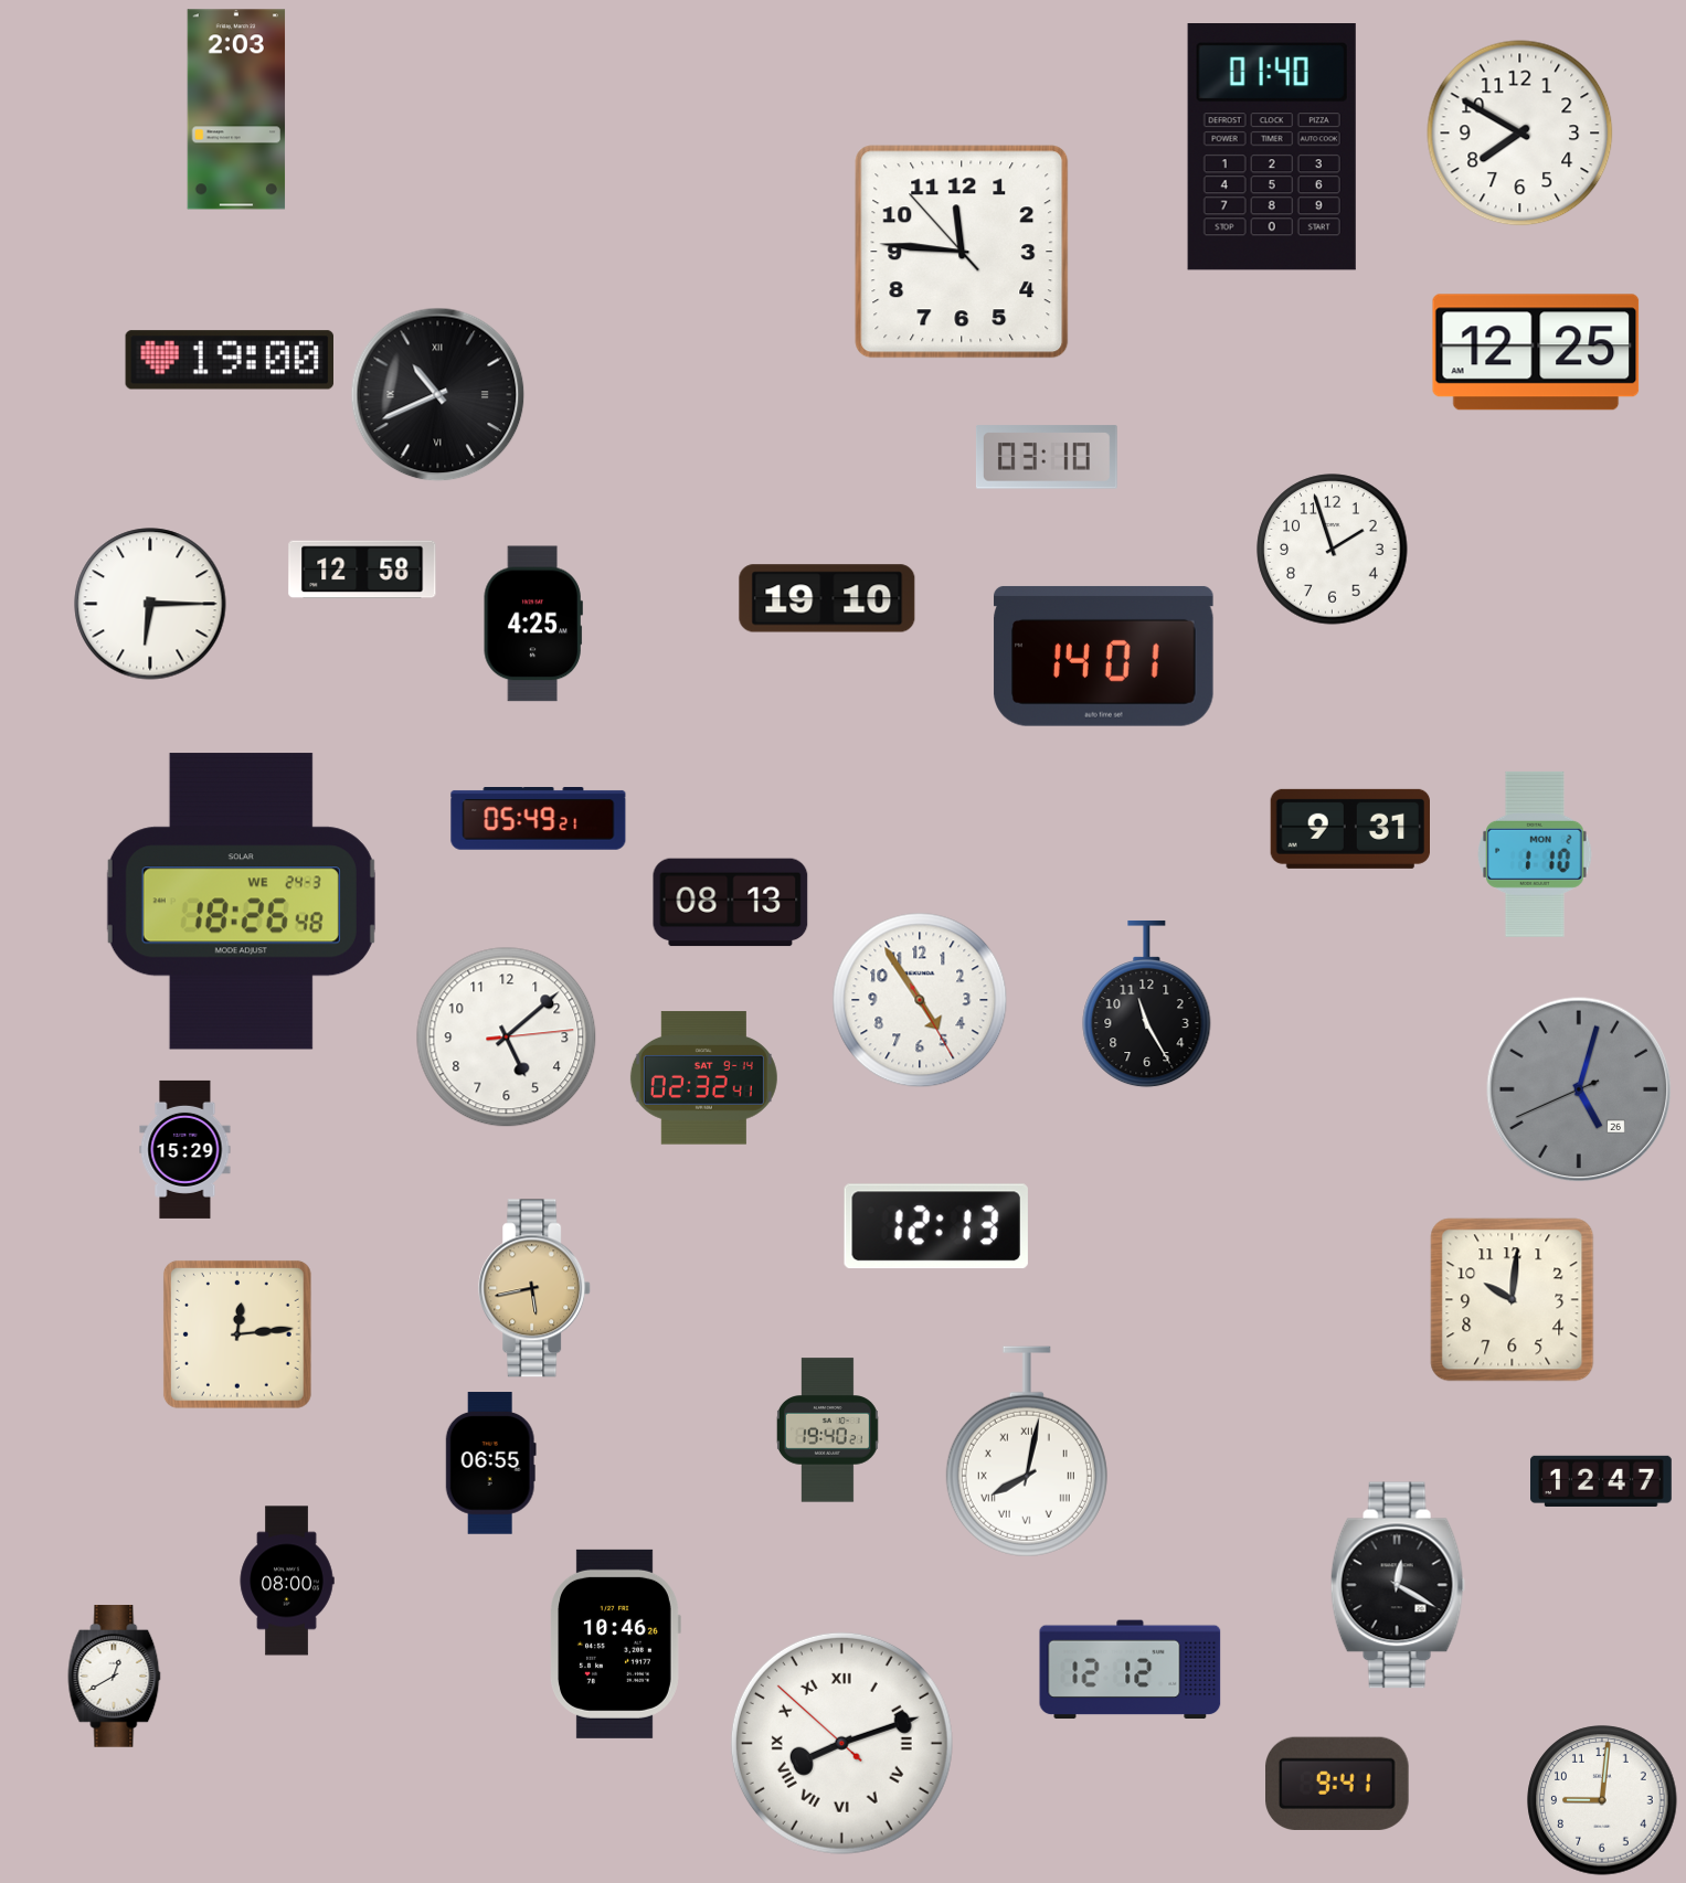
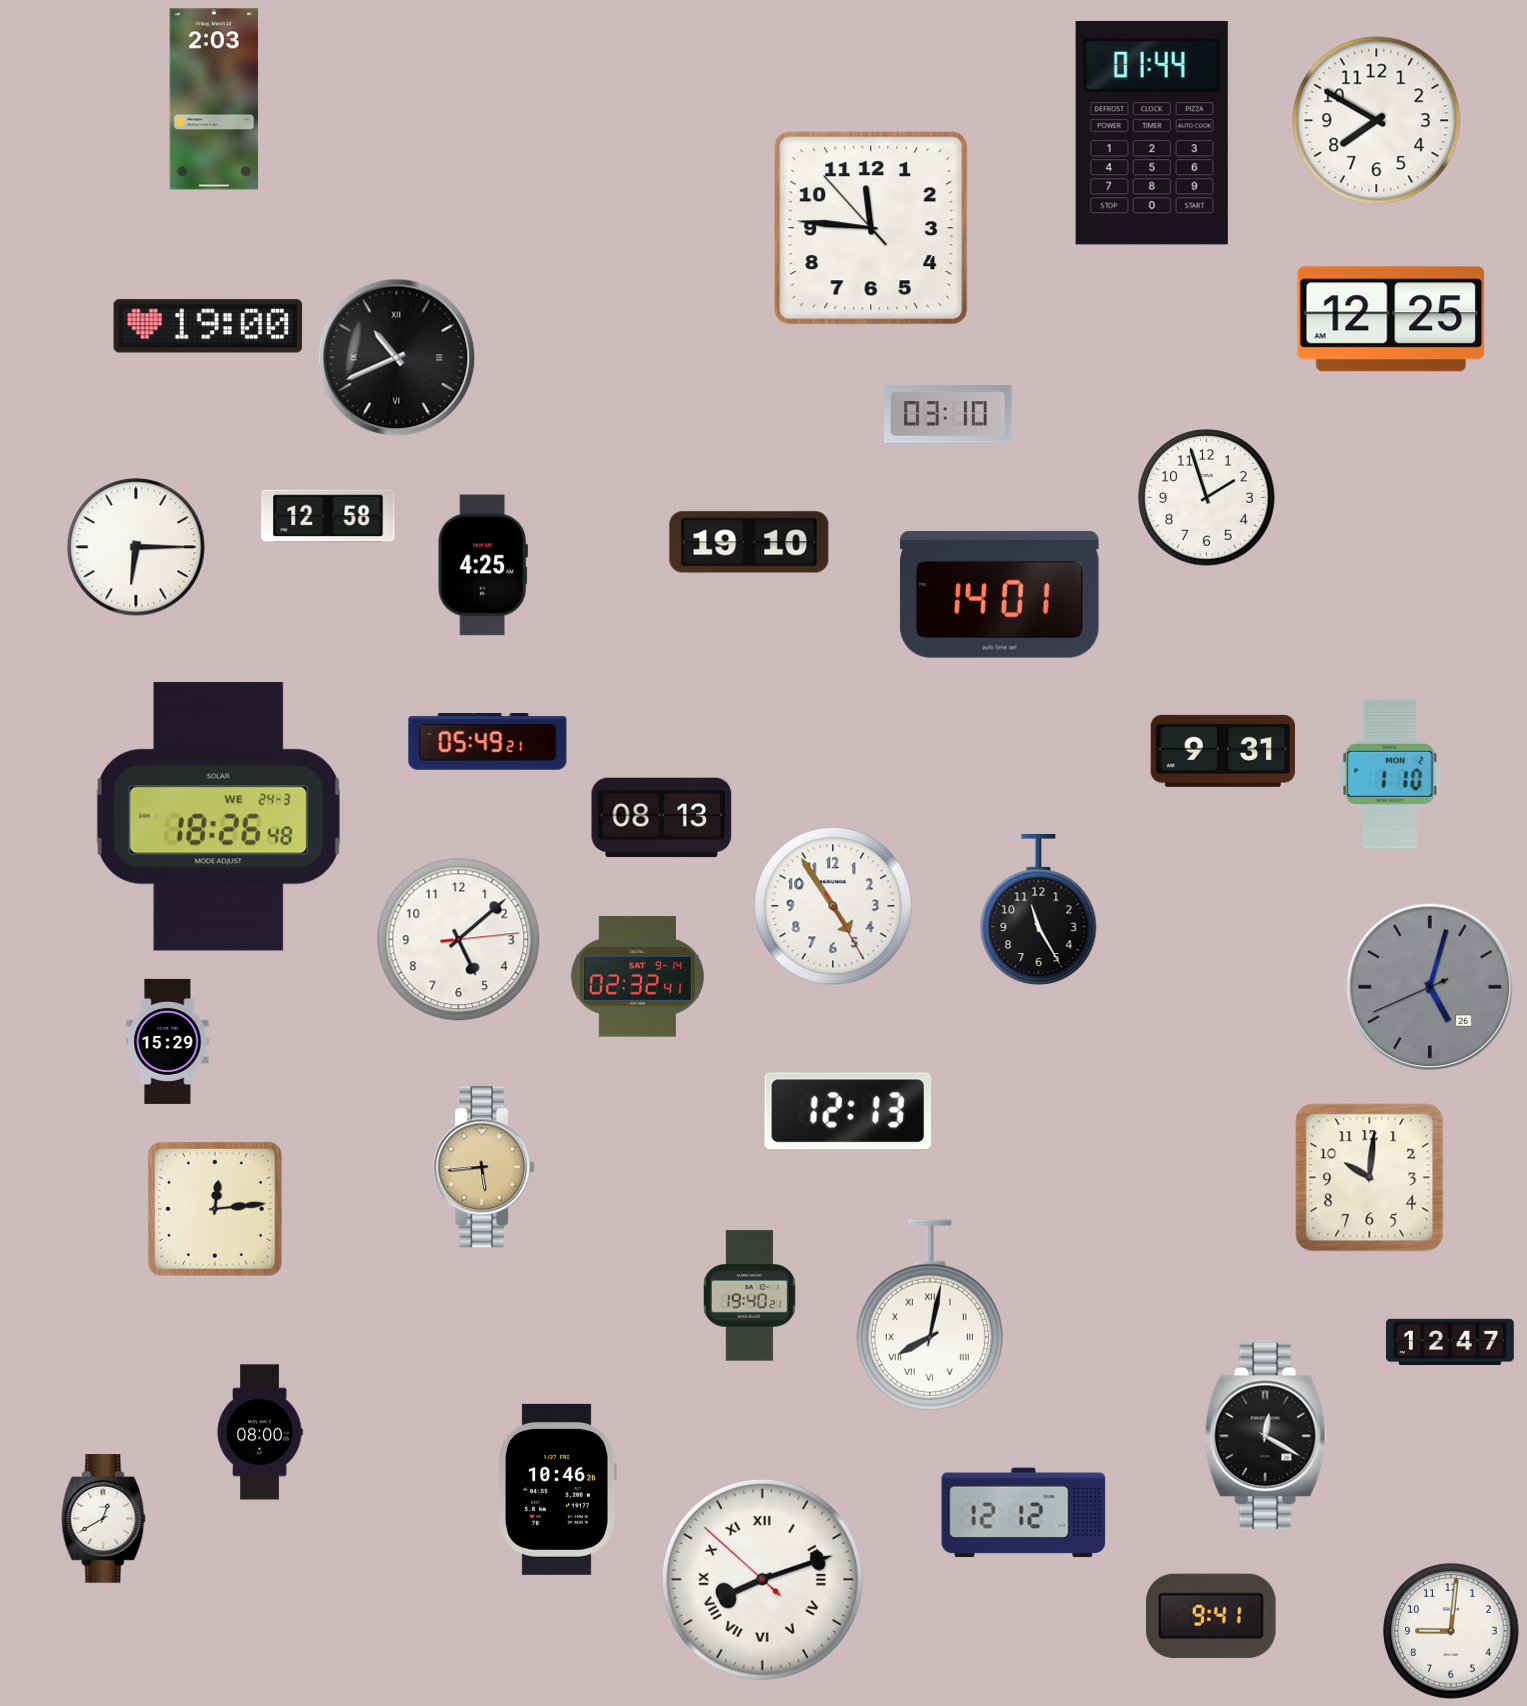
clock at (1272, 148): 01:40 -> 01:44
clock at (536, 1288): 5:43 -> 5:44
clock at (490, 1464): 06:55 -> none
